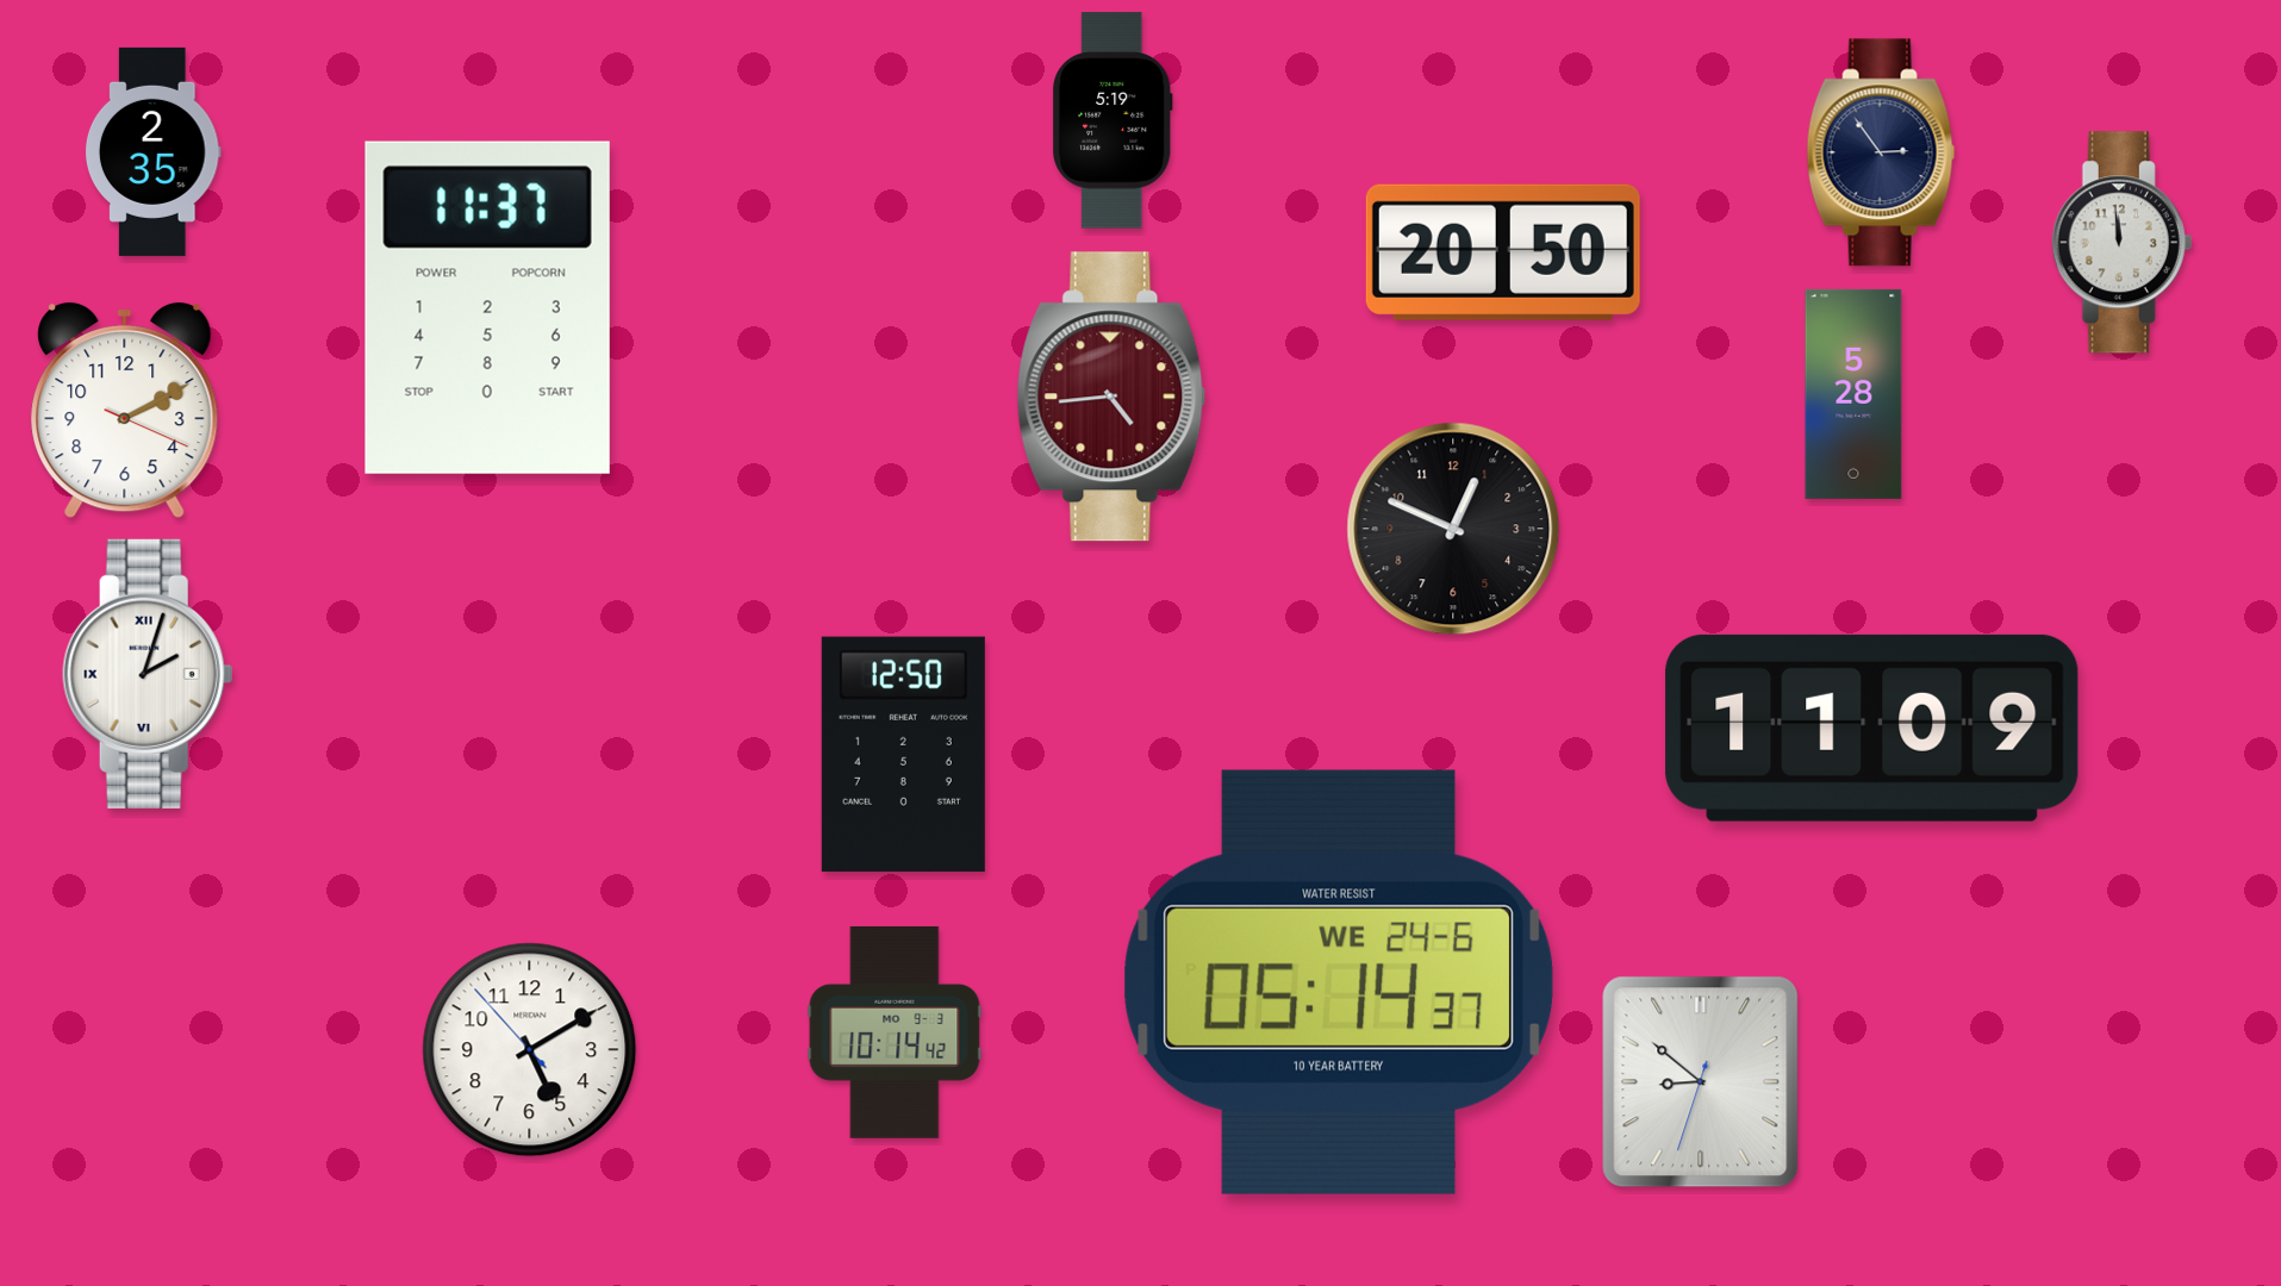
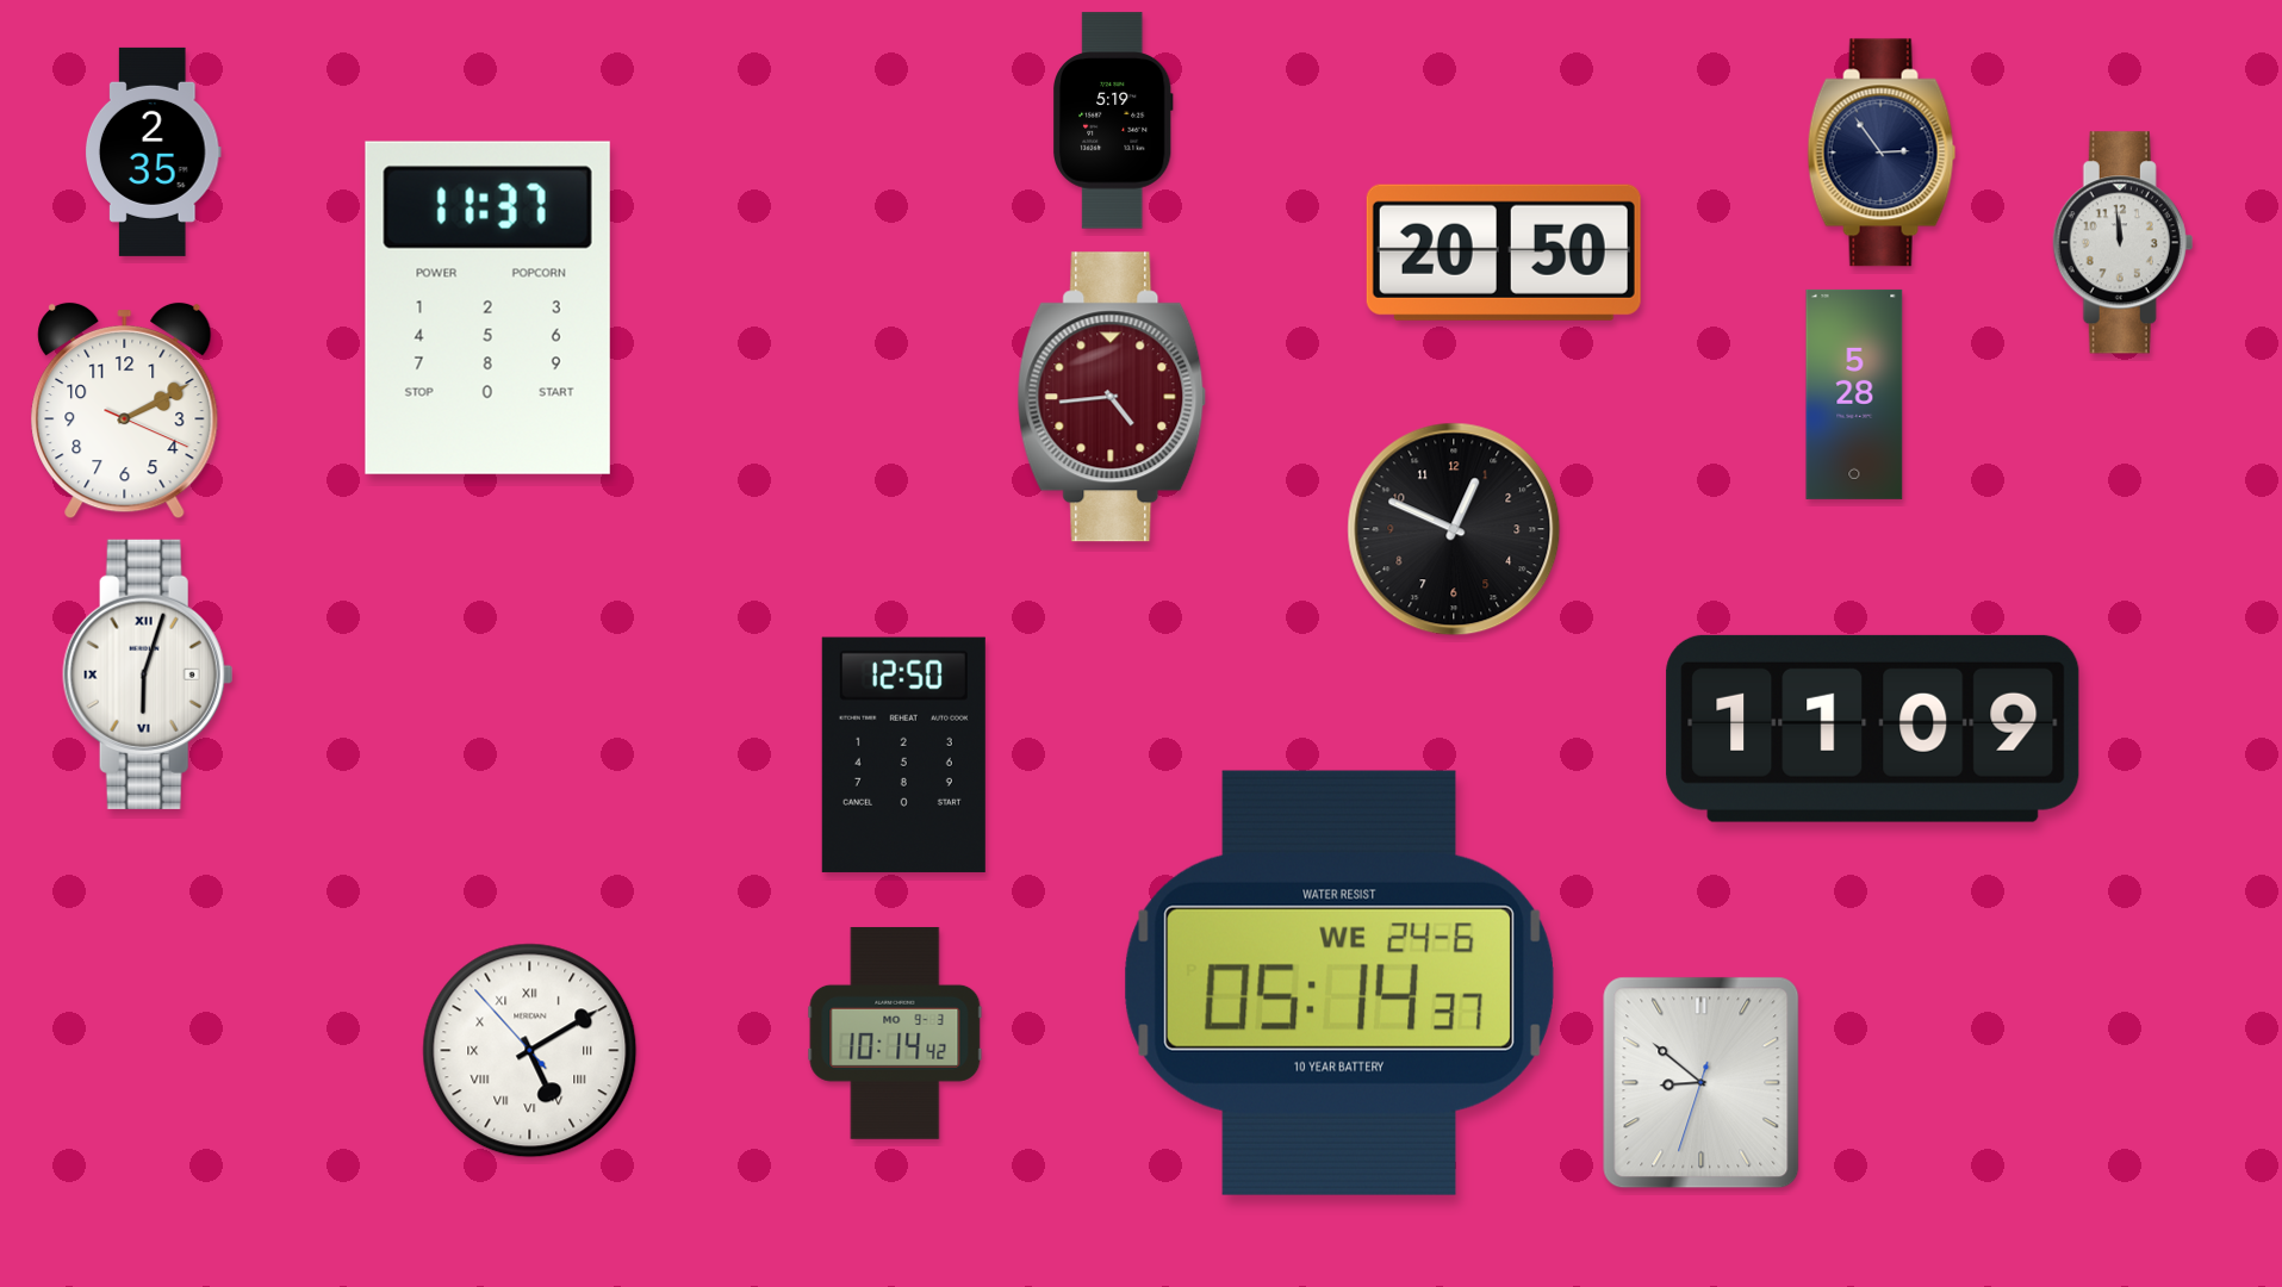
clock at (148, 674): 2:03 -> 6:03
clock at (530, 1050) numerals: Arabic -> Roman
